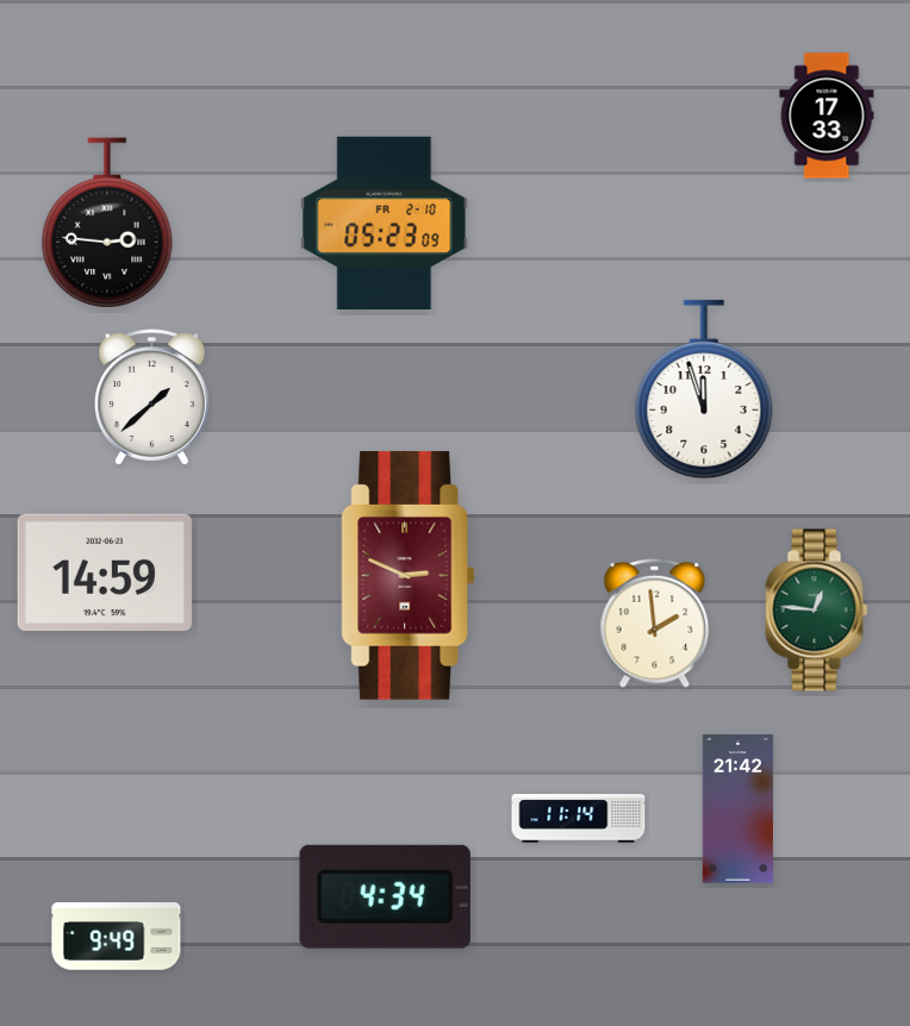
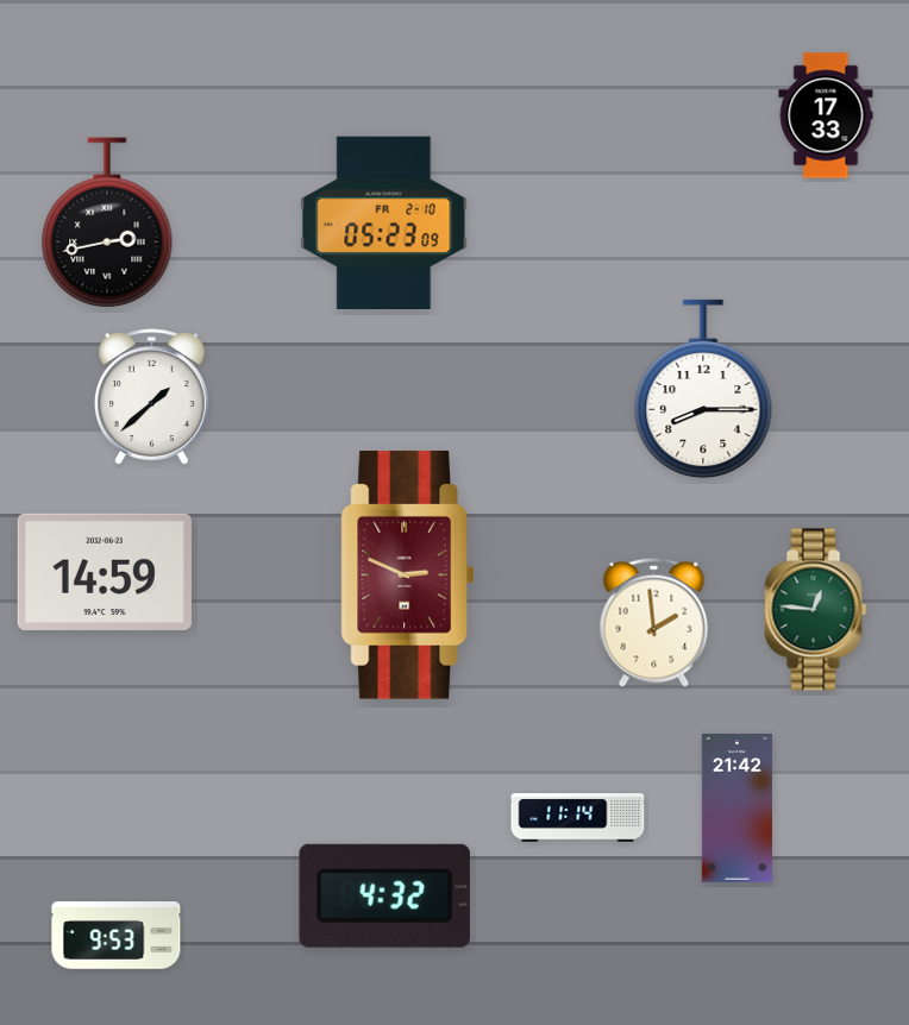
clock at (107, 223): 2:46 -> 2:43
clock at (704, 389): 11:57 -> 8:15
clock at (385, 896): 4:34 -> 4:32
clock at (117, 937): 9:49 -> 9:53
